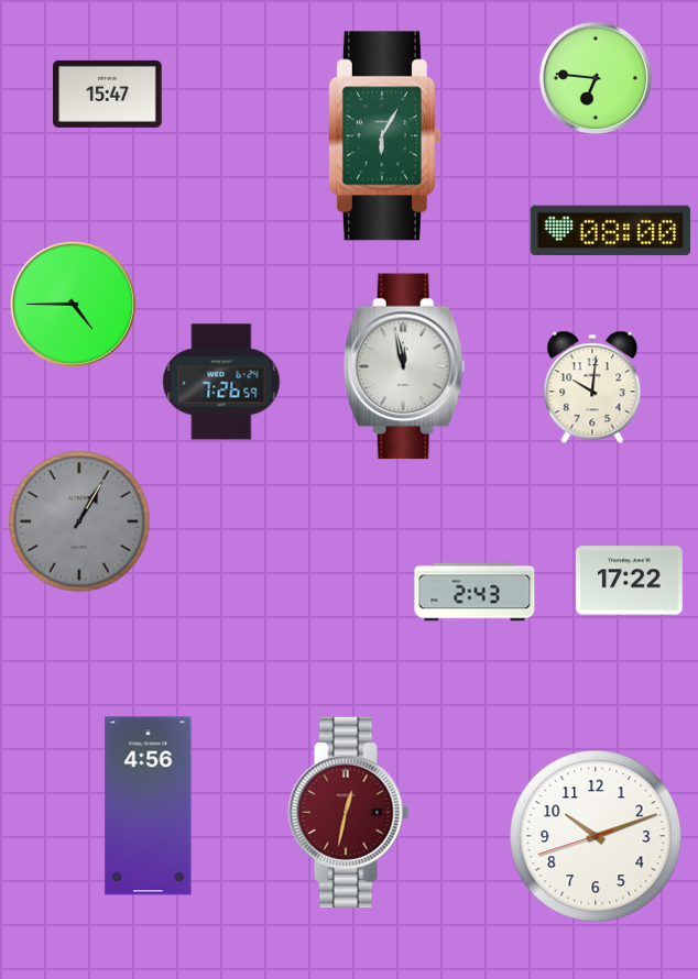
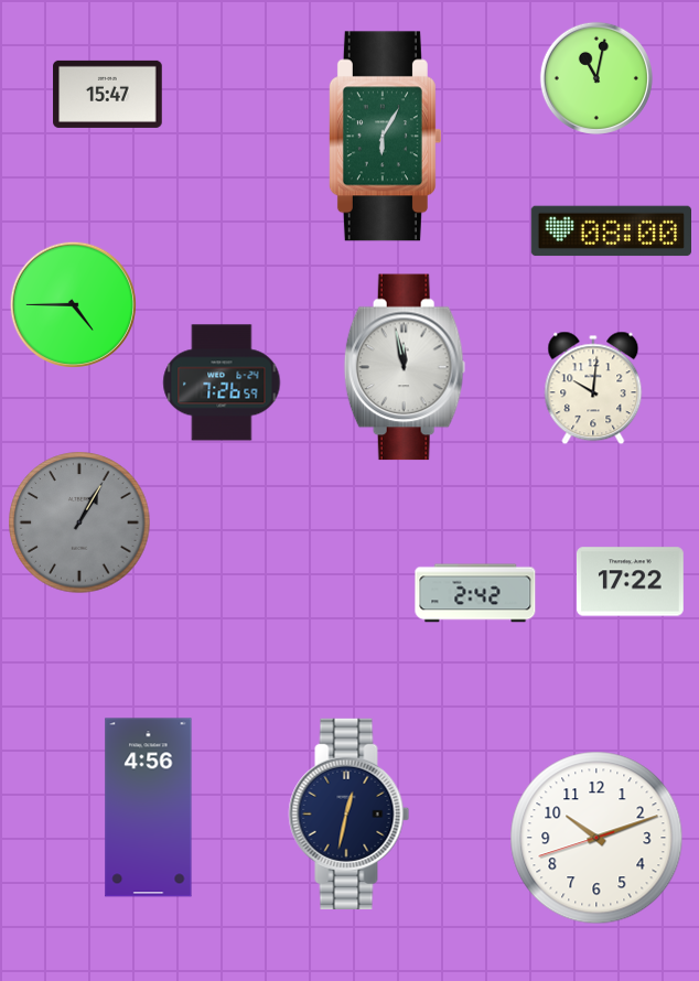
clock at (596, 78): 6:46 -> 11:02
clock at (475, 592): 2:43 -> 2:42
clock at (349, 812) dial: burgundy -> navy
